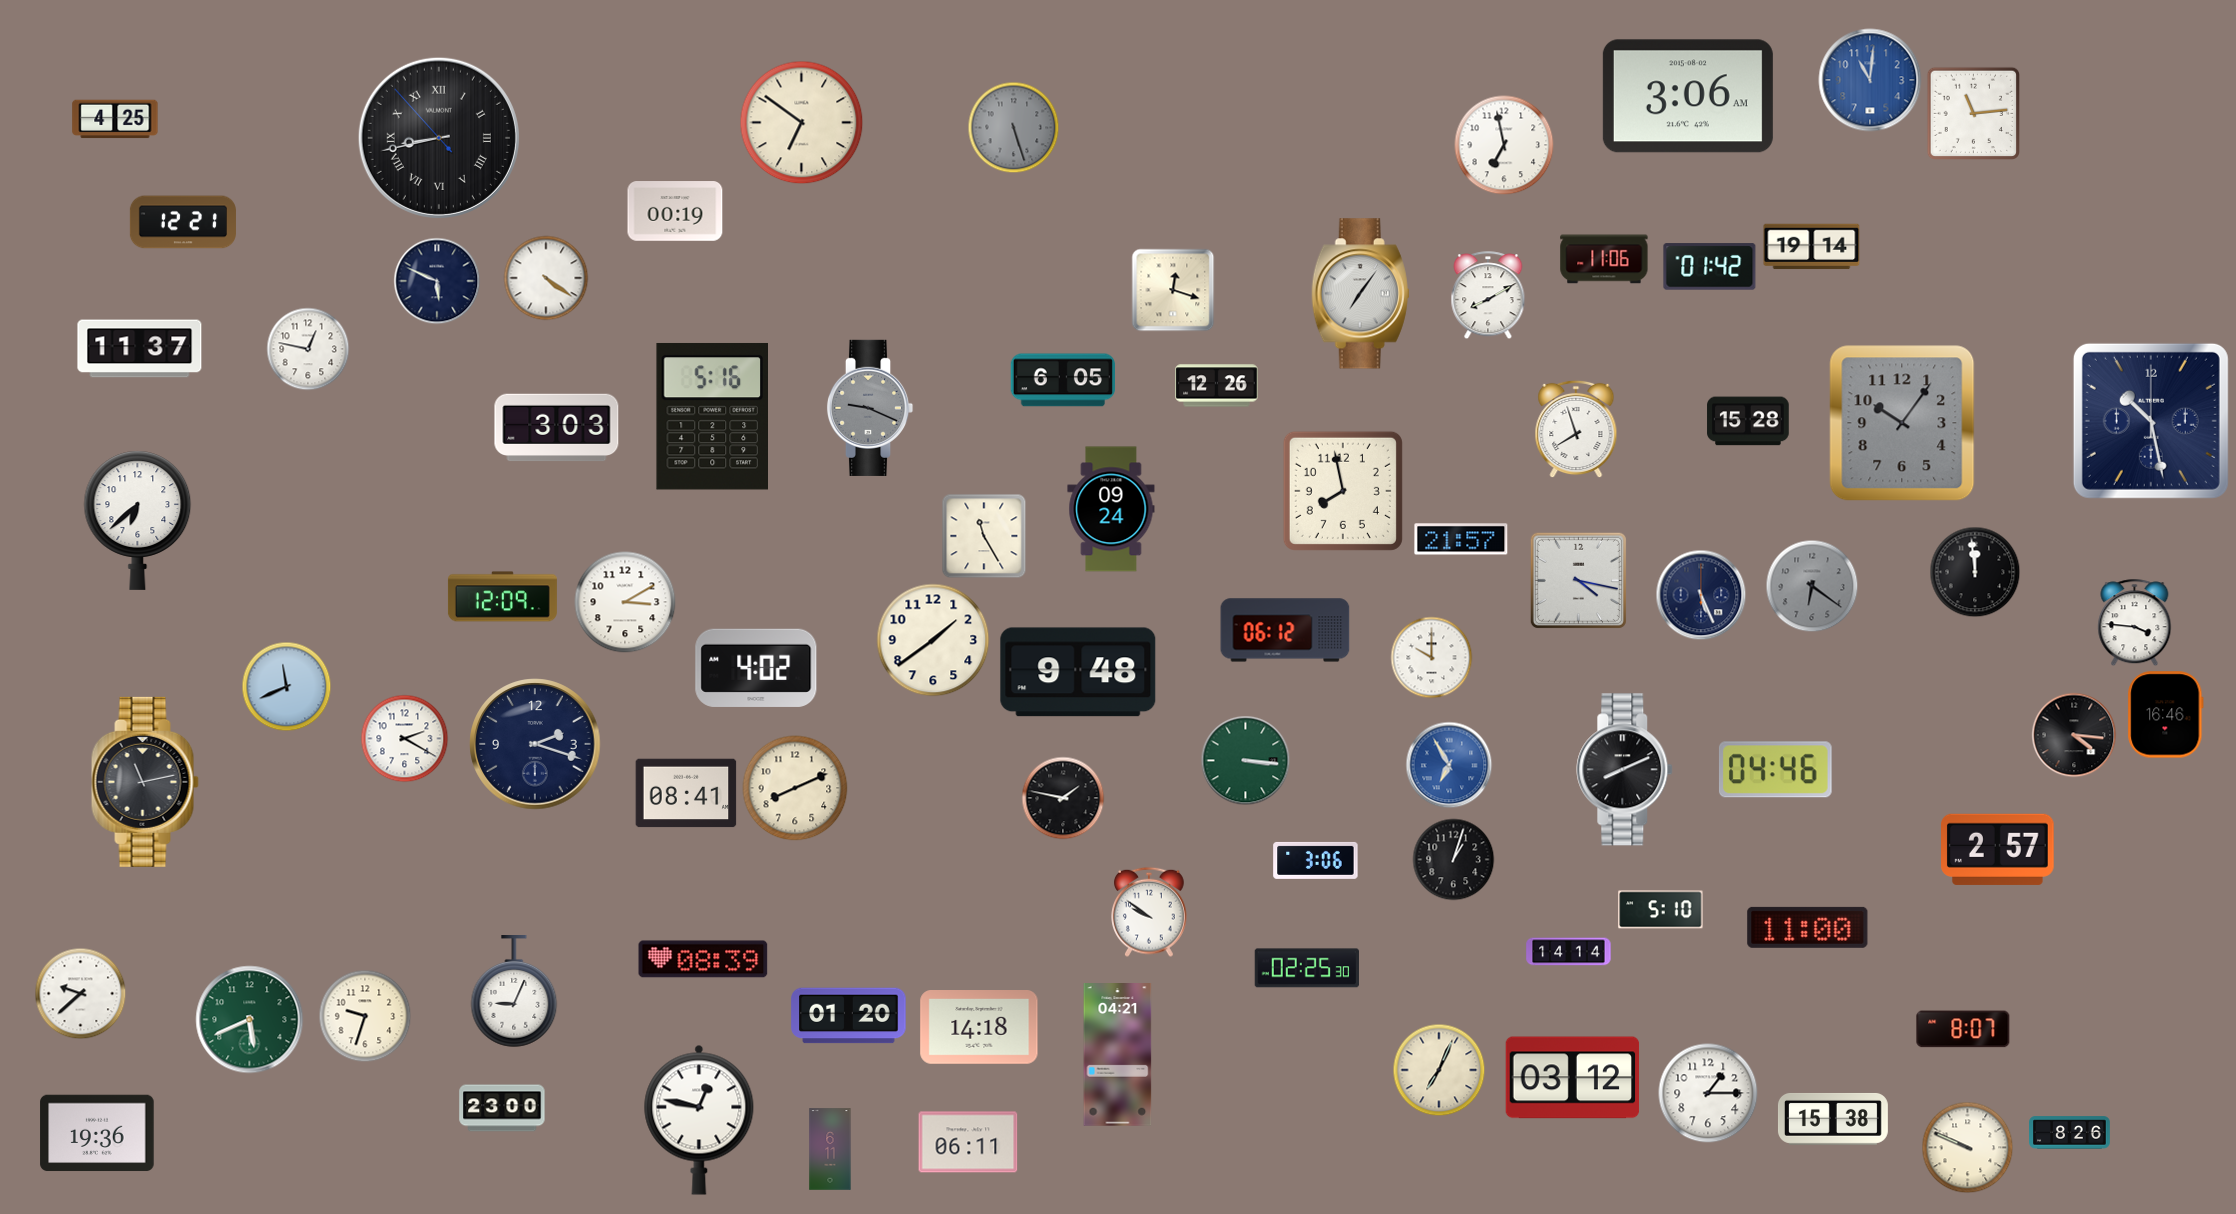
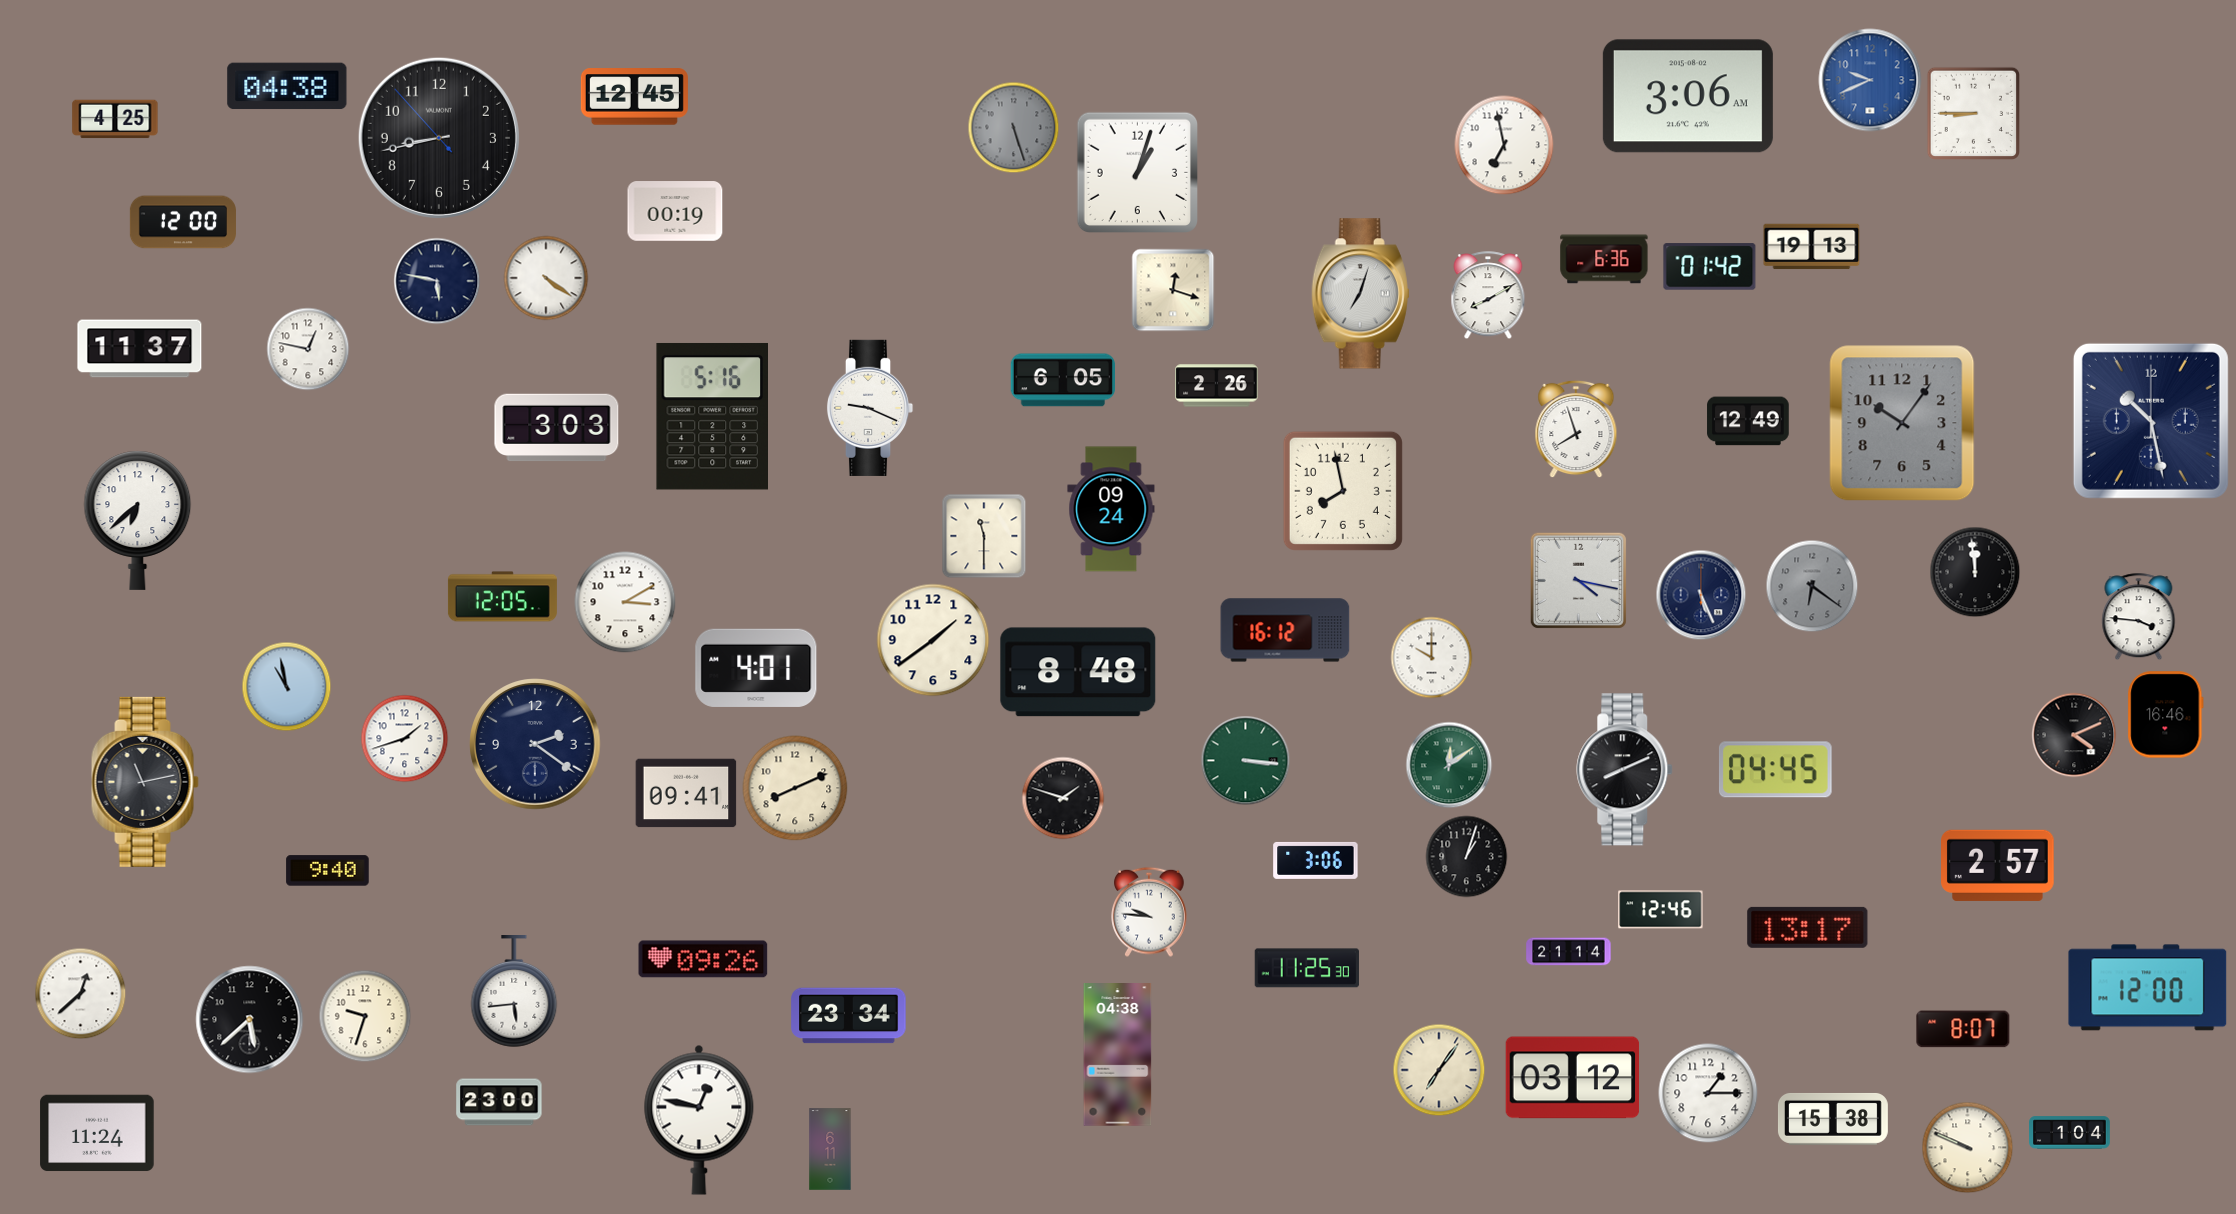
clock at (1870, 80): 11:01 -> 9:41
clock at (287, 86): none -> 04:38
clock at (634, 97): none -> 12:45
clock at (1974, 113): 11:14 -> 8:45
clock at (802, 123): 6:51 -> none
clock at (439, 138) numerals: Roman -> Arabic
clock at (1137, 172): none -> 1:03
clock at (183, 222): 12:21 -> 12:00
clock at (1812, 247): 19:14 -> 19:13
clock at (1604, 259): 11:06 -> 6:36
clock at (437, 281): 5:49 -> 5:47
clock at (1360, 294): 7:06 -> 7:03
clock at (1217, 386): 12:26 -> 2:26
clock at (870, 408) dial: grey -> white
clock at (1748, 421): 15:28 -> 12:49
clock at (984, 536): 11:25 -> 11:30
clock at (1461, 539): 21:57 -> none
clock at (502, 597): 12:09 -> 12:05
clock at (2135, 623) position: (2135, 623) -> (2139, 617)
clock at (1285, 630): 06:12 -> 16:12
clock at (756, 668): 4:02 -> 4:01
clock at (1078, 672): 9:48 -> 8:48
clock at (287, 687): 11:41 -> 10:58
clock at (2074, 735): 4:16 -> 4:11
clock at (405, 739): 2:20 -> 1:42
clock at (535, 744): 2:18 -> 2:21
clock at (1449, 765): 6:55 -> 12:09
clock at (1449, 765) dial: blue -> green
clock at (1775, 770): 04:46 -> 04:45
clock at (686, 793): 08:41 -> 09:41
clock at (1063, 798): 1:47 -> 1:48
clock at (1998, 849) position: (1998, 849) -> (1998, 865)
clock at (1454, 860) position: (1454, 860) -> (1467, 857)
clock at (328, 871): none -> 9:40
clock at (1661, 910): 5:10 -> 12:46
clock at (1149, 912): 9:51 -> 9:46
clock at (1808, 927): 11:00 -> 13:17
clock at (1569, 952): 14:14 -> 21:14
clock at (703, 959): 08:39 -> 09:26
clock at (1307, 968): 02:25 -> 11:25
clock at (2148, 988): none -> 12:00
clock at (514, 992): 9:04 -> 5:44
clock at (81, 994): 9:38 -> 12:38
clock at (849, 1016): 01:20 -> 23:34
clock at (250, 1020): 5:41 -> 5:38
clock at (250, 1020) dial: green -> black
clock at (979, 1028): 14:18 -> none
clock at (1118, 1055): 04:21 -> 04:38
clock at (1439, 1070): 7:04 -> 7:06
clock at (502, 1108) position: (502, 1108) -> (499, 1102)
clock at (97, 1133): 19:36 -> 11:24
clock at (2070, 1133): 8:26 -> 1:04
clock at (968, 1142): 06:11 -> none
